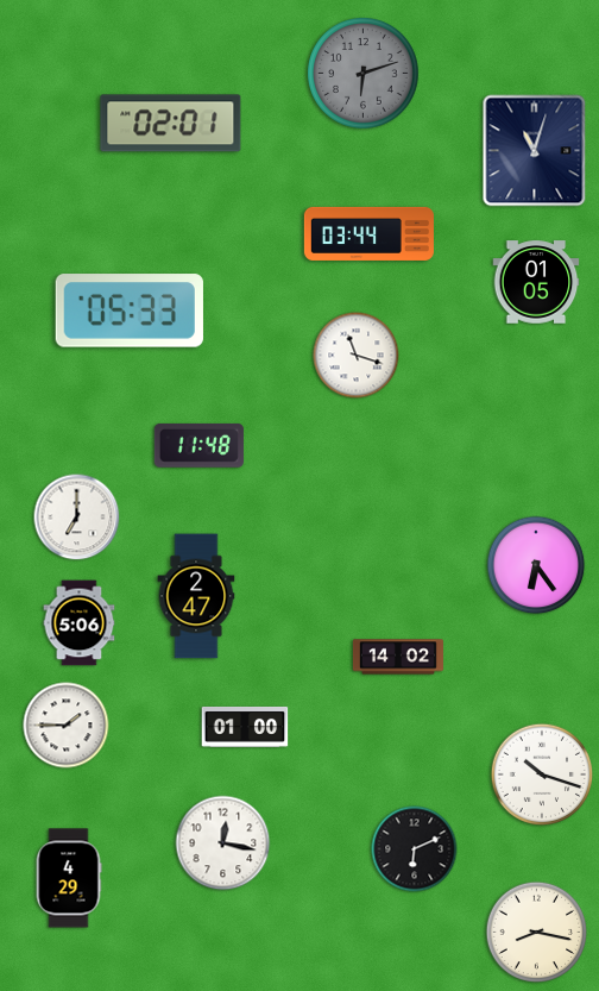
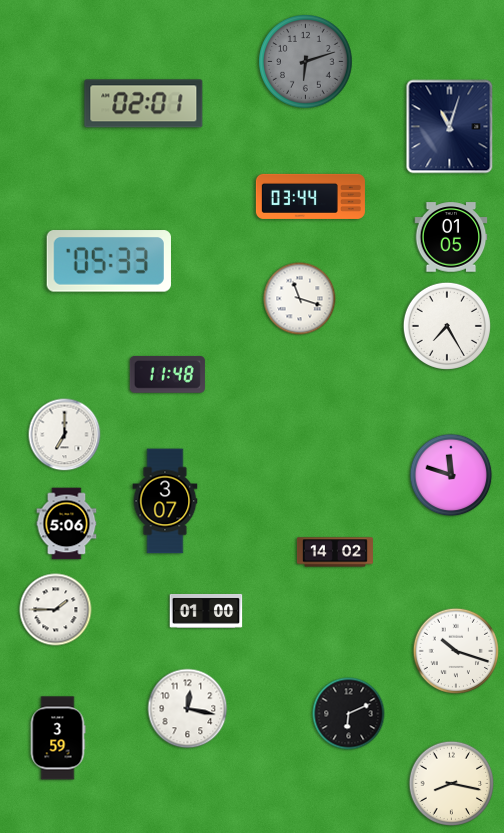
clock at (447, 326): none -> 7:25
clock at (536, 565): 6:24 -> 11:48
clock at (196, 596): 2:47 -> 3:07
clock at (69, 878): 4:29 -> 3:59
